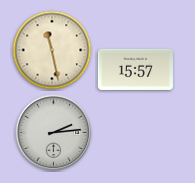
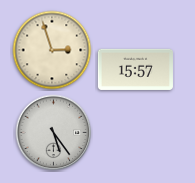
clock at (52, 50): 11:28 -> 2:57
clock at (54, 133): 2:14 -> 5:24
